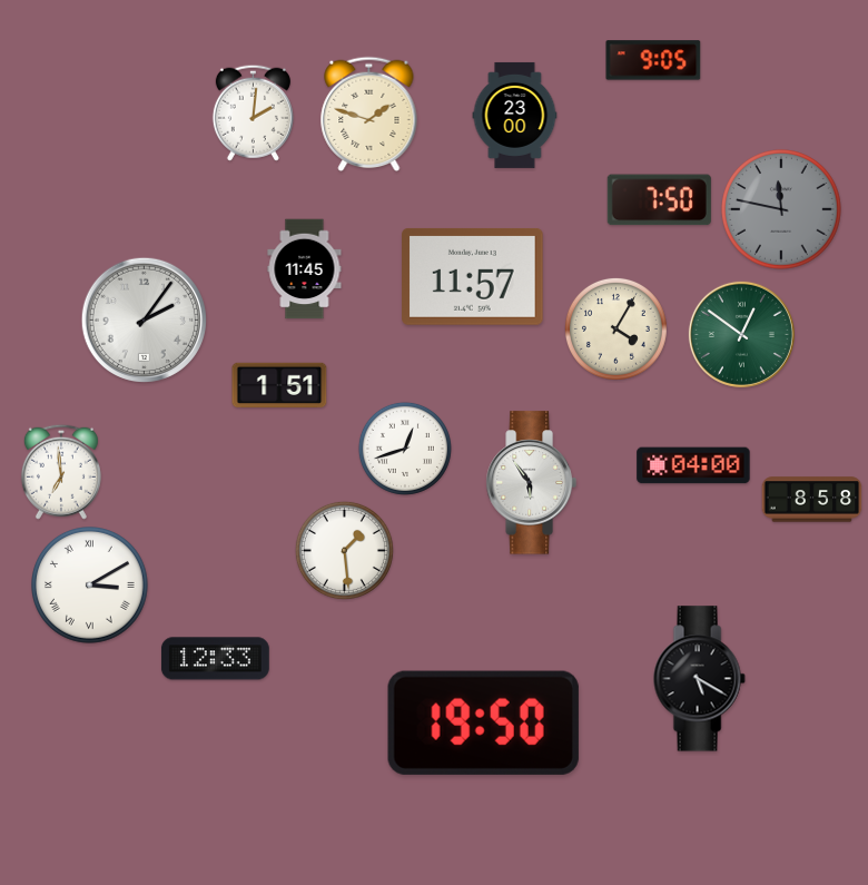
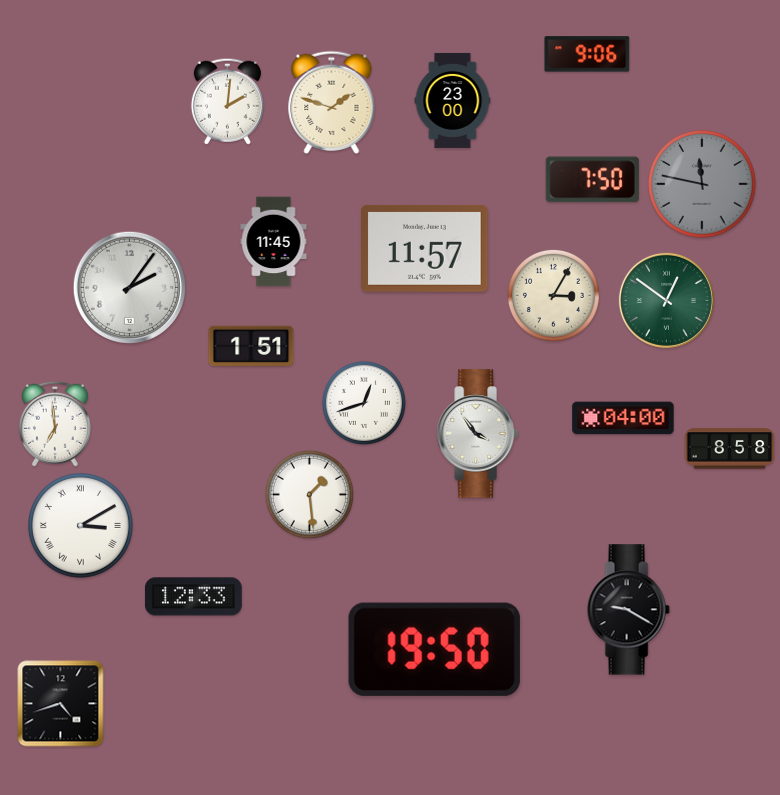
clock at (653, 60): 9:05 -> 9:06
clock at (515, 115) position: (515, 115) -> (453, 100)
clock at (782, 210) position: (782, 210) -> (703, 185)
clock at (615, 328): 4:05 -> 3:05
clock at (531, 483): 5:54 -> 3:54
clock at (215, 659) position: (215, 659) -> (193, 597)
clock at (699, 679): 5:20 -> 9:20
clock at (61, 704): none -> 4:42
